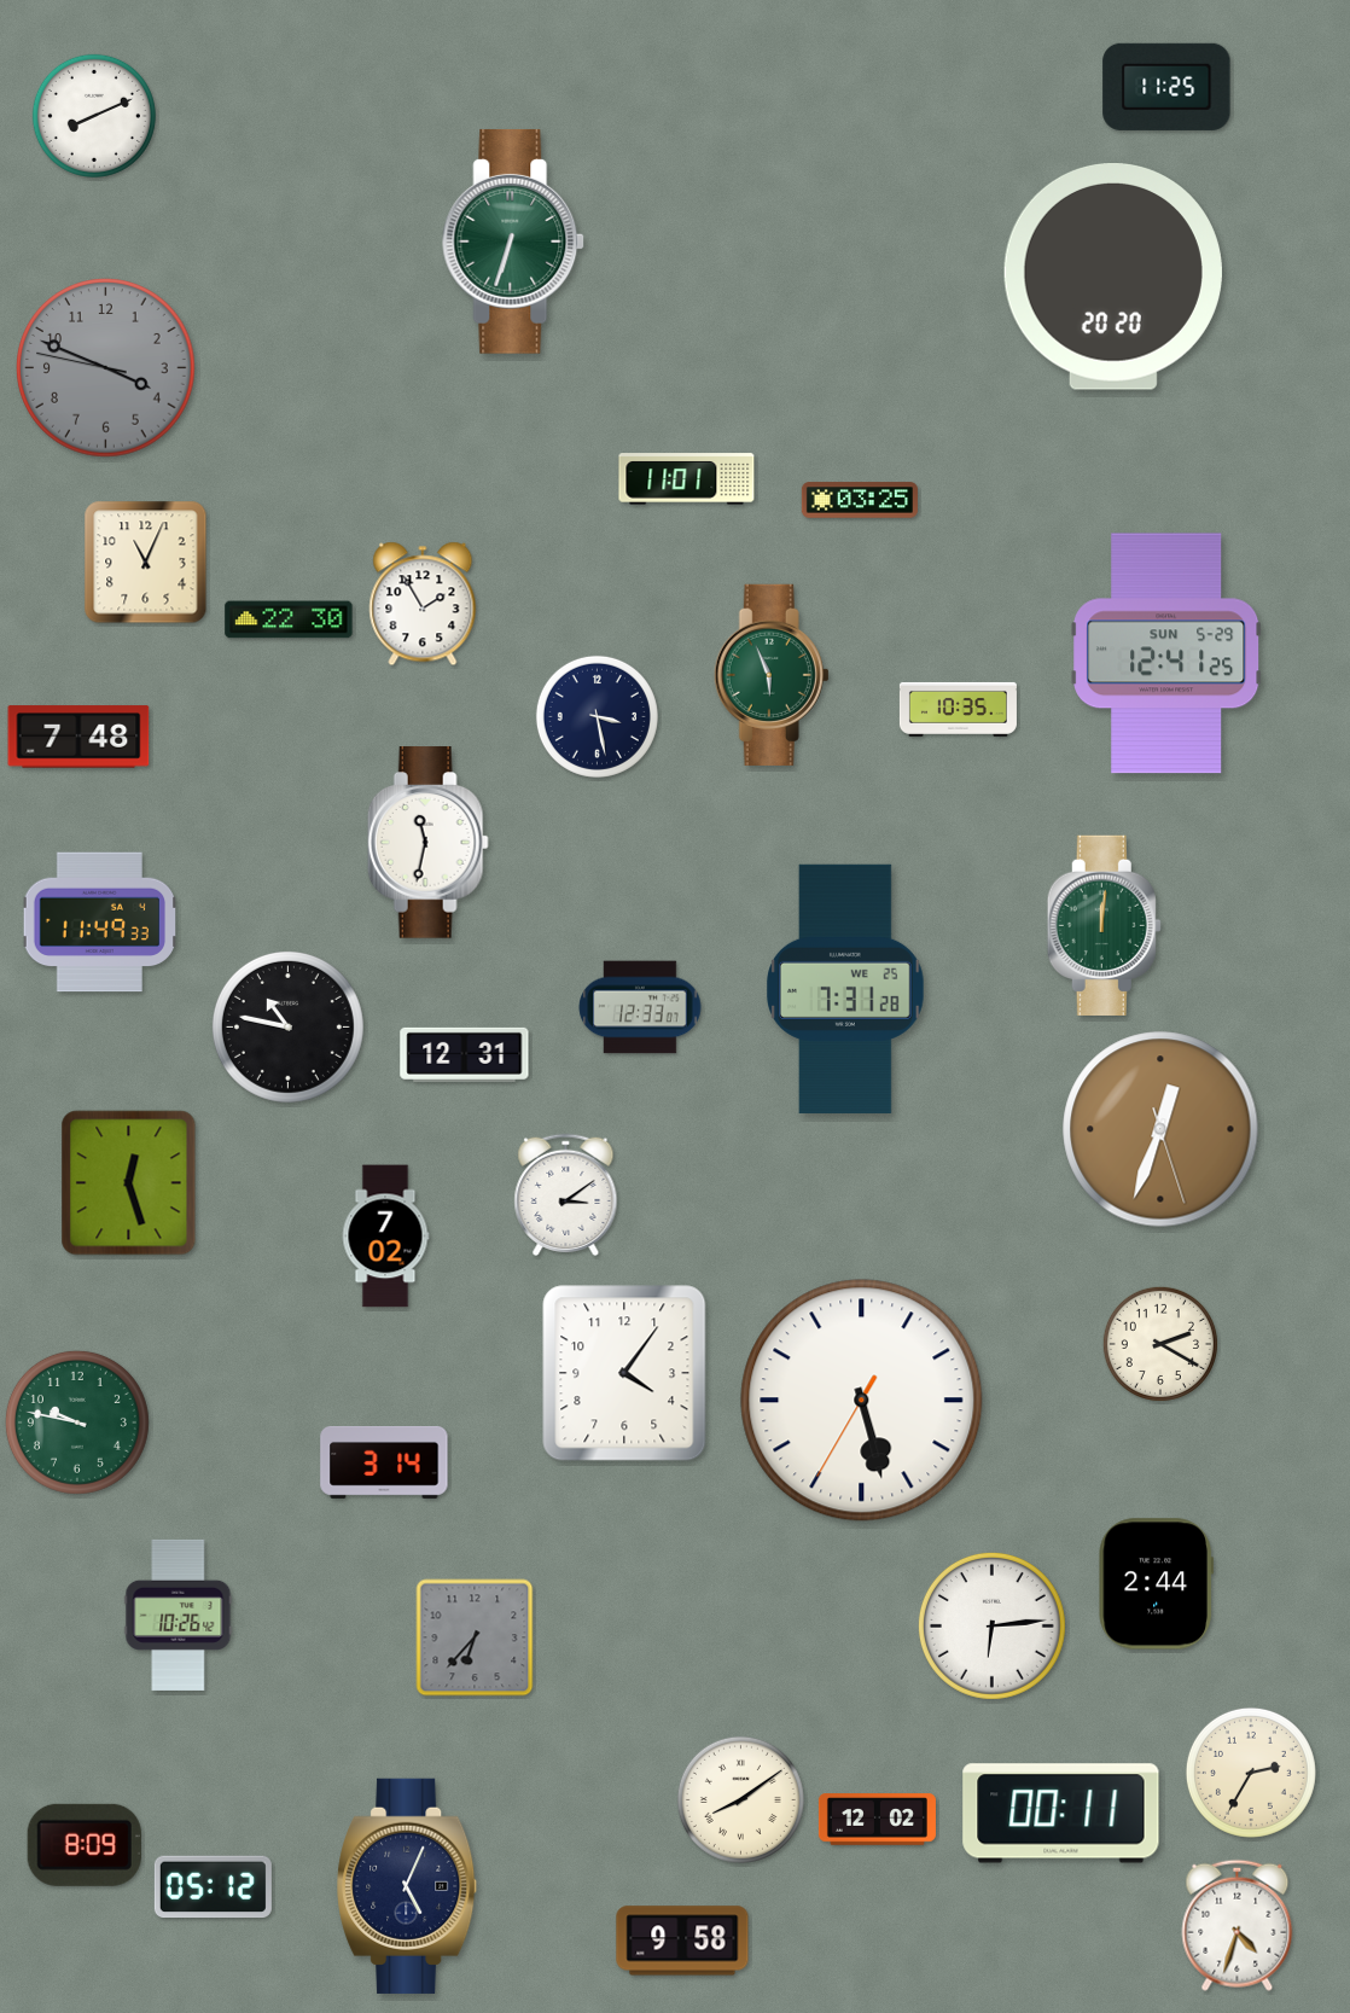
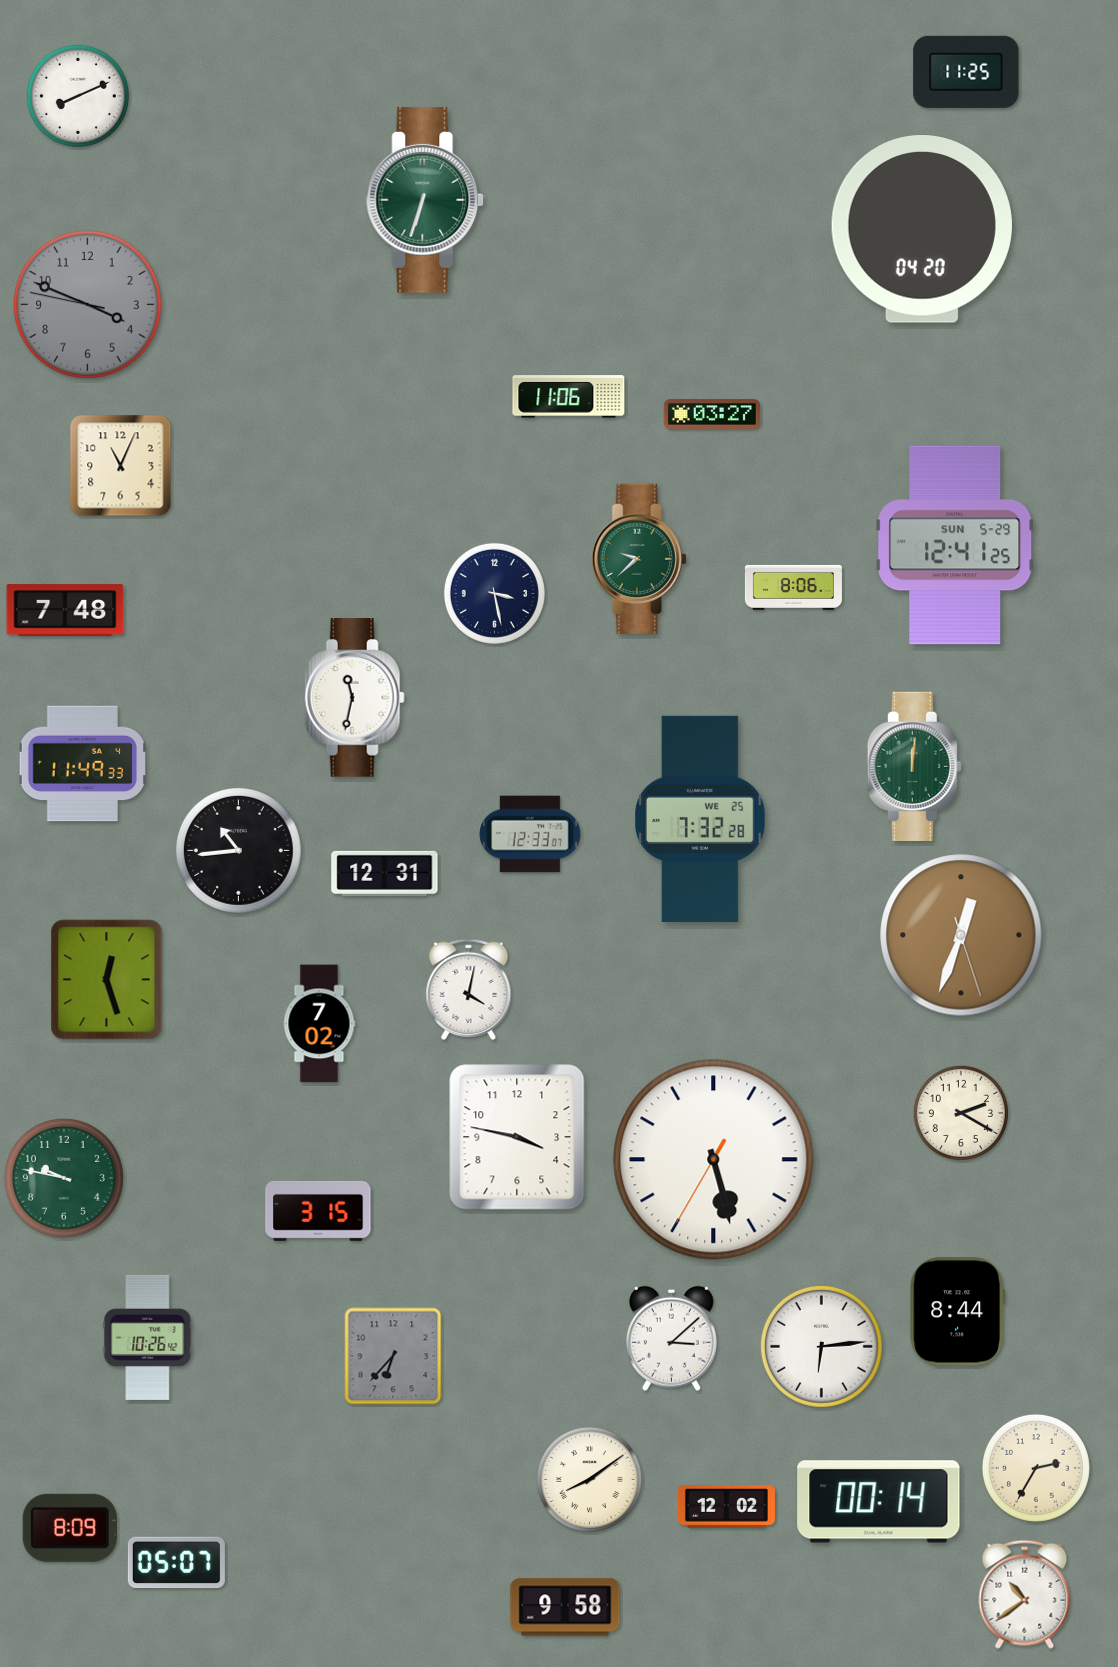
clock at (1113, 278): 20:20 -> 04:20
clock at (687, 479): 11:01 -> 11:06
clock at (860, 500): 03:25 -> 03:27
clock at (423, 604): 1:55 -> none
clock at (289, 619): 22:30 -> none
clock at (1166, 653) position: (1166, 653) -> (955, 545)
clock at (772, 675): 5:56 -> 9:38
clock at (958, 709): 10:35 -> 8:06
clock at (846, 989): 7:31 -> 7:32
clock at (287, 1026): 10:47 -> 10:44
clock at (566, 1194): 3:09 -> 4:02
clock at (624, 1373): 4:06 -> 3:47
clock at (384, 1462): 3:14 -> 3:15
clock at (1156, 1584): 2:44 -> 8:44
clock at (671, 1338): none -> 3:08
clock at (740, 1799) position: (740, 1799) -> (589, 1479)
clock at (1061, 1814): 00:11 -> 00:14
clock at (407, 1886): 5:04 -> none
clock at (213, 1887): 05:12 -> 05:07
clock at (1238, 1925): 4:33 -> 10:39
